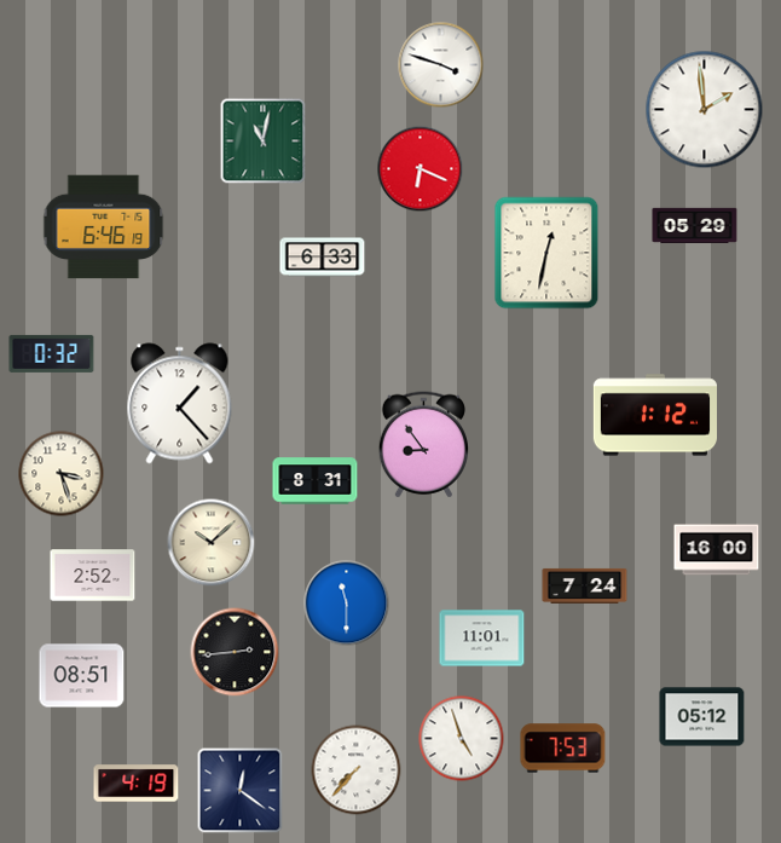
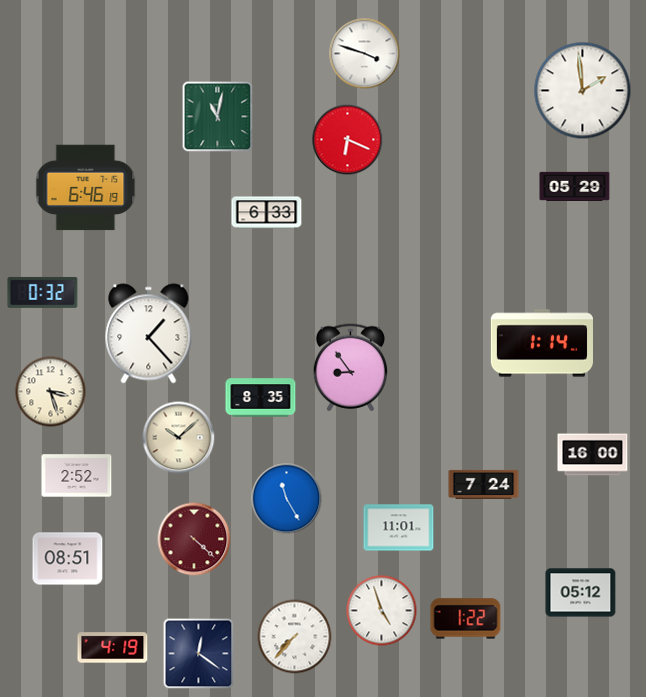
clock at (546, 253): 12:32 -> none
clock at (654, 415): 1:12 -> 1:14
clock at (316, 481): 8:31 -> 8:35
clock at (212, 543) position: (212, 543) -> (179, 438)
clock at (347, 604): 11:30 -> 11:25
clock at (235, 652): 2:44 -> 4:22
clock at (235, 652) dial: black -> burgundy
clock at (563, 749): 7:53 -> 1:22
